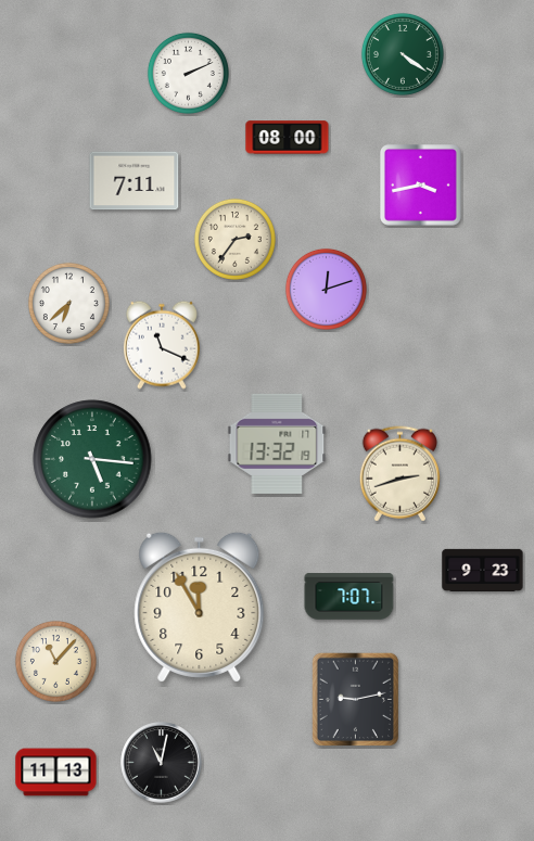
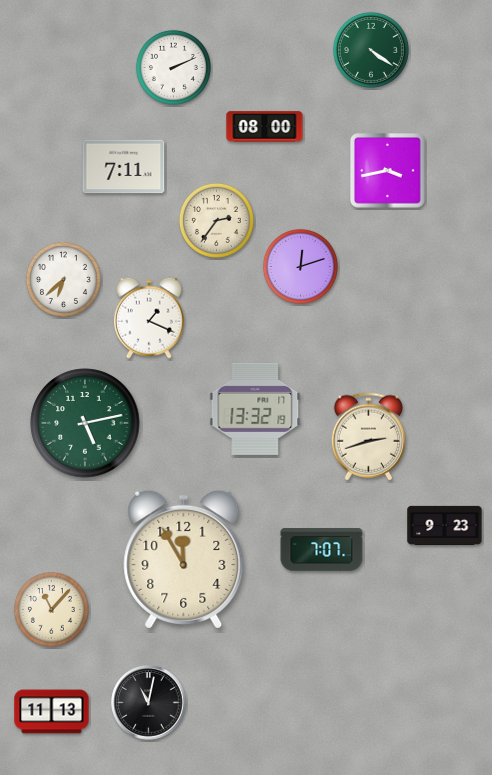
clock at (162, 345): 11:19 -> 1:19
clock at (92, 459): 5:16 -> 5:13
clock at (355, 700): 9:13 -> none
